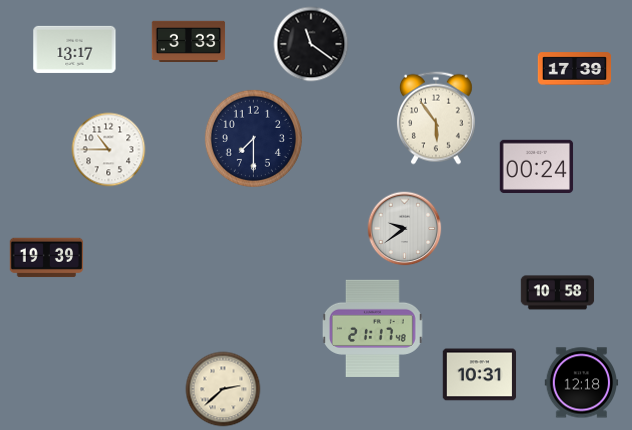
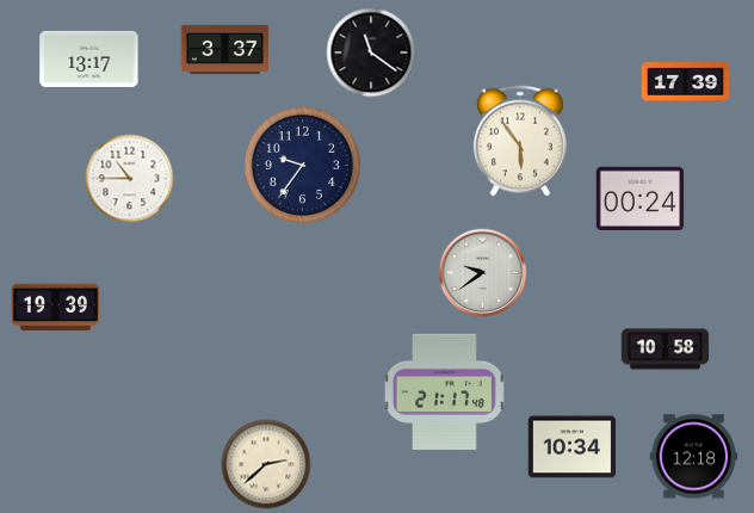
clock at (189, 42): 3:33 -> 3:37
clock at (253, 138): 7:30 -> 9:36
clock at (480, 375): 10:31 -> 10:34
